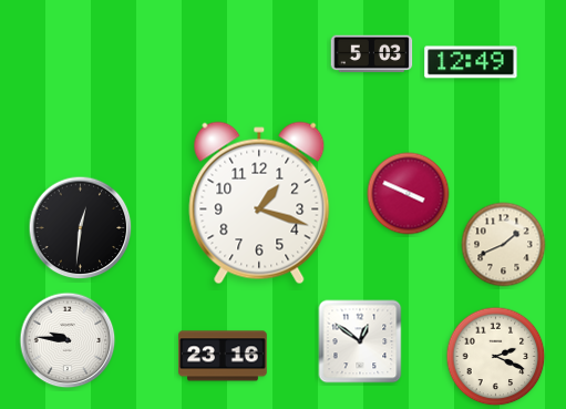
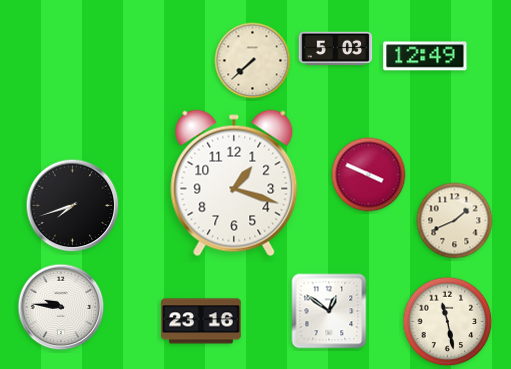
clock at (253, 61): none -> 7:38
clock at (81, 228): 12:31 -> 7:42
clock at (360, 341) position: (360, 341) -> (329, 311)
clock at (496, 357): 2:19 -> 11:28
